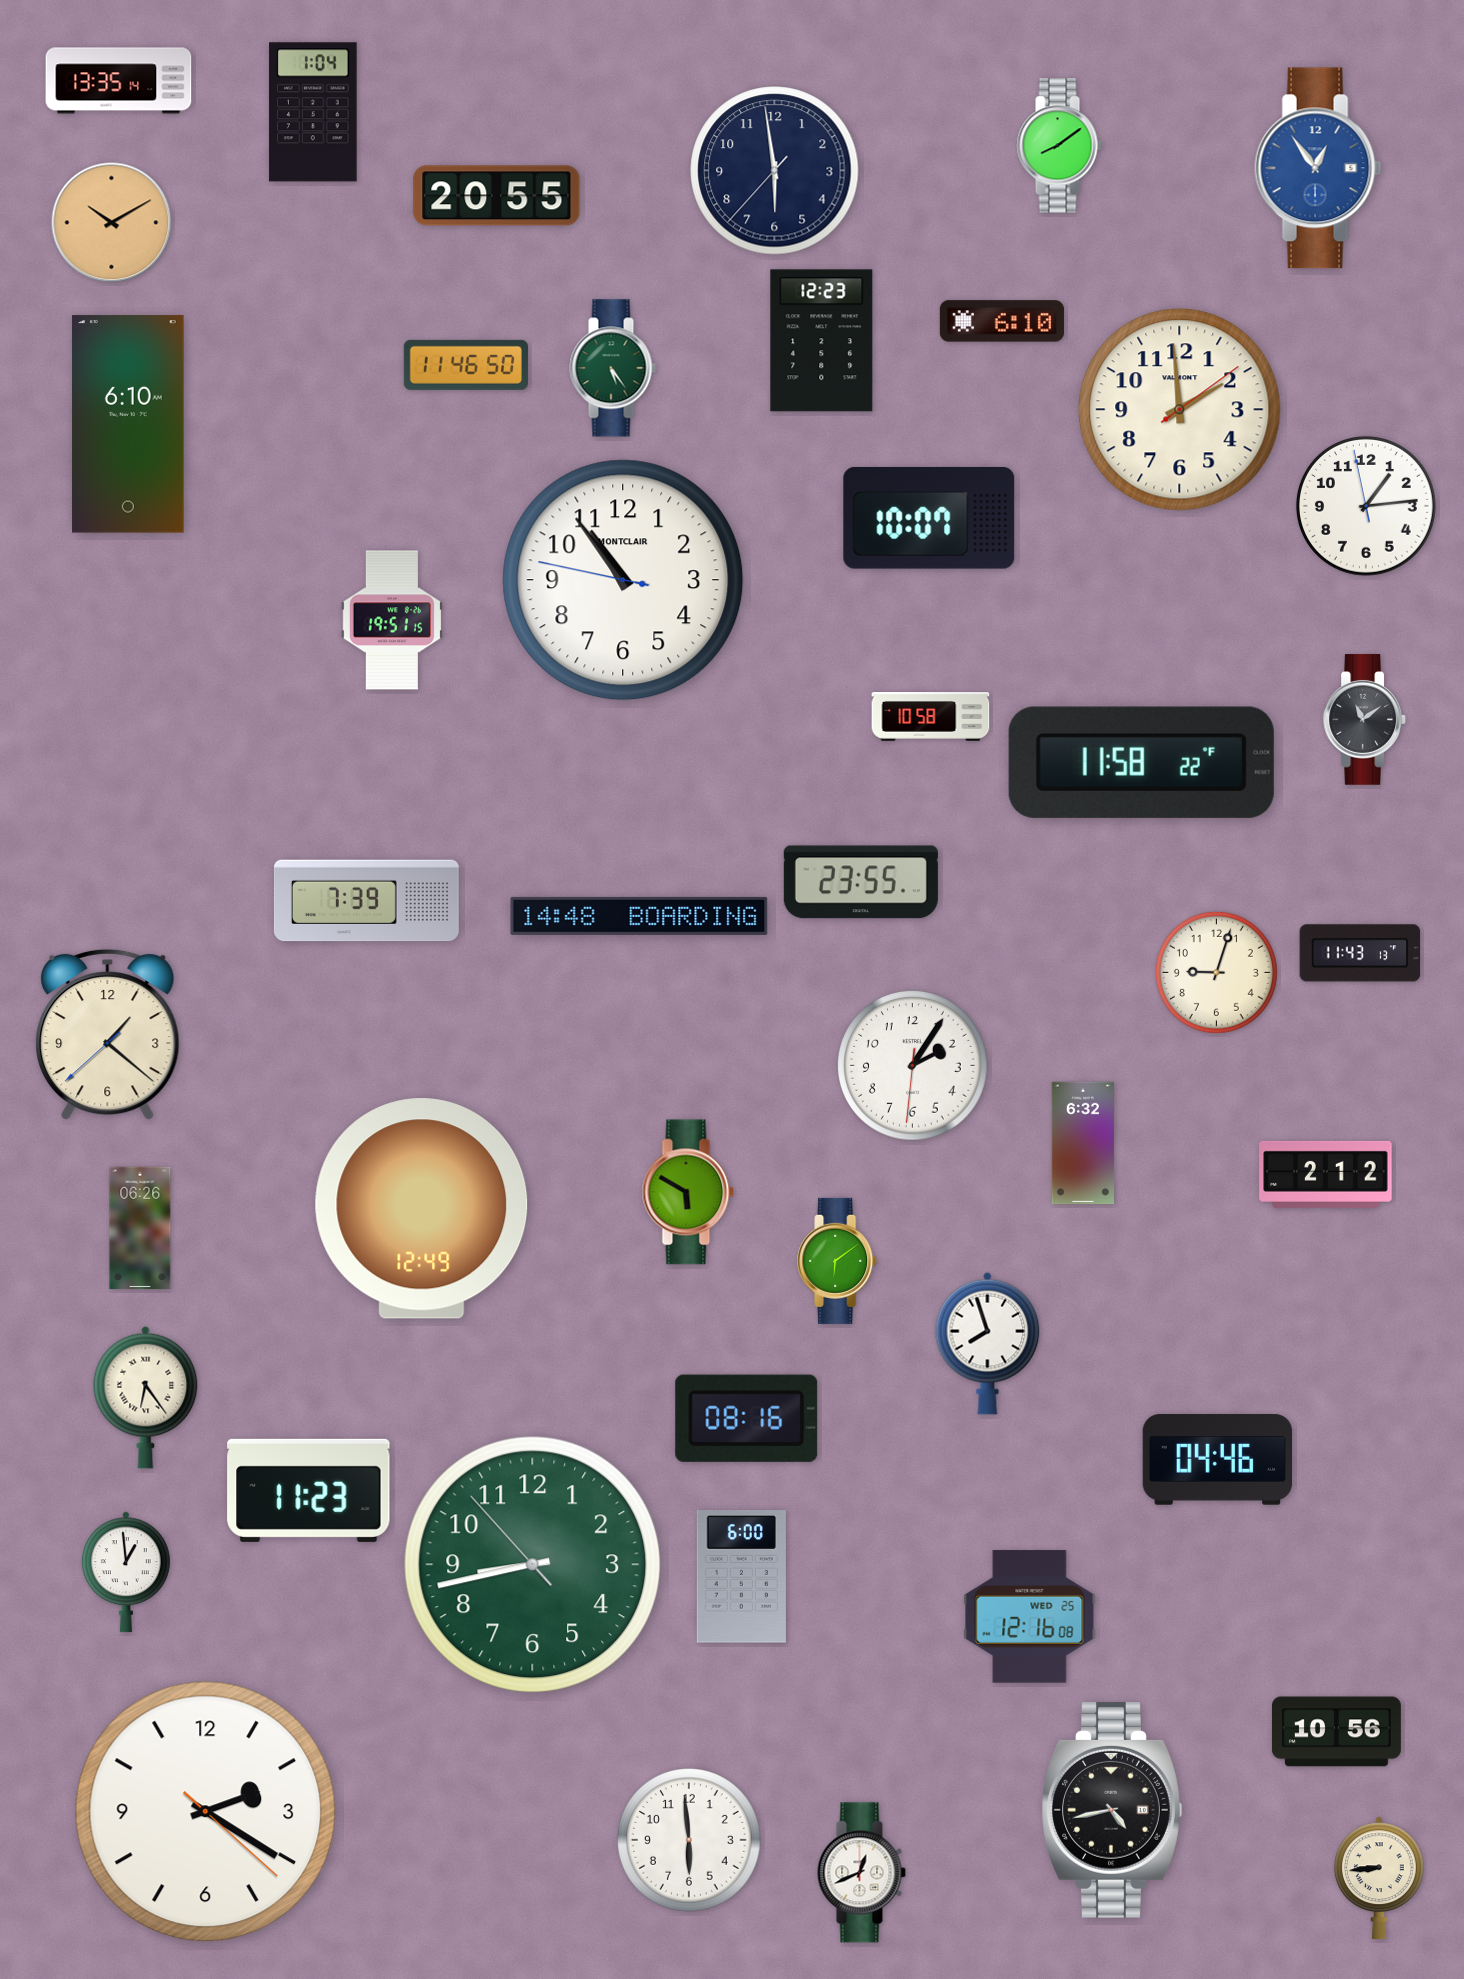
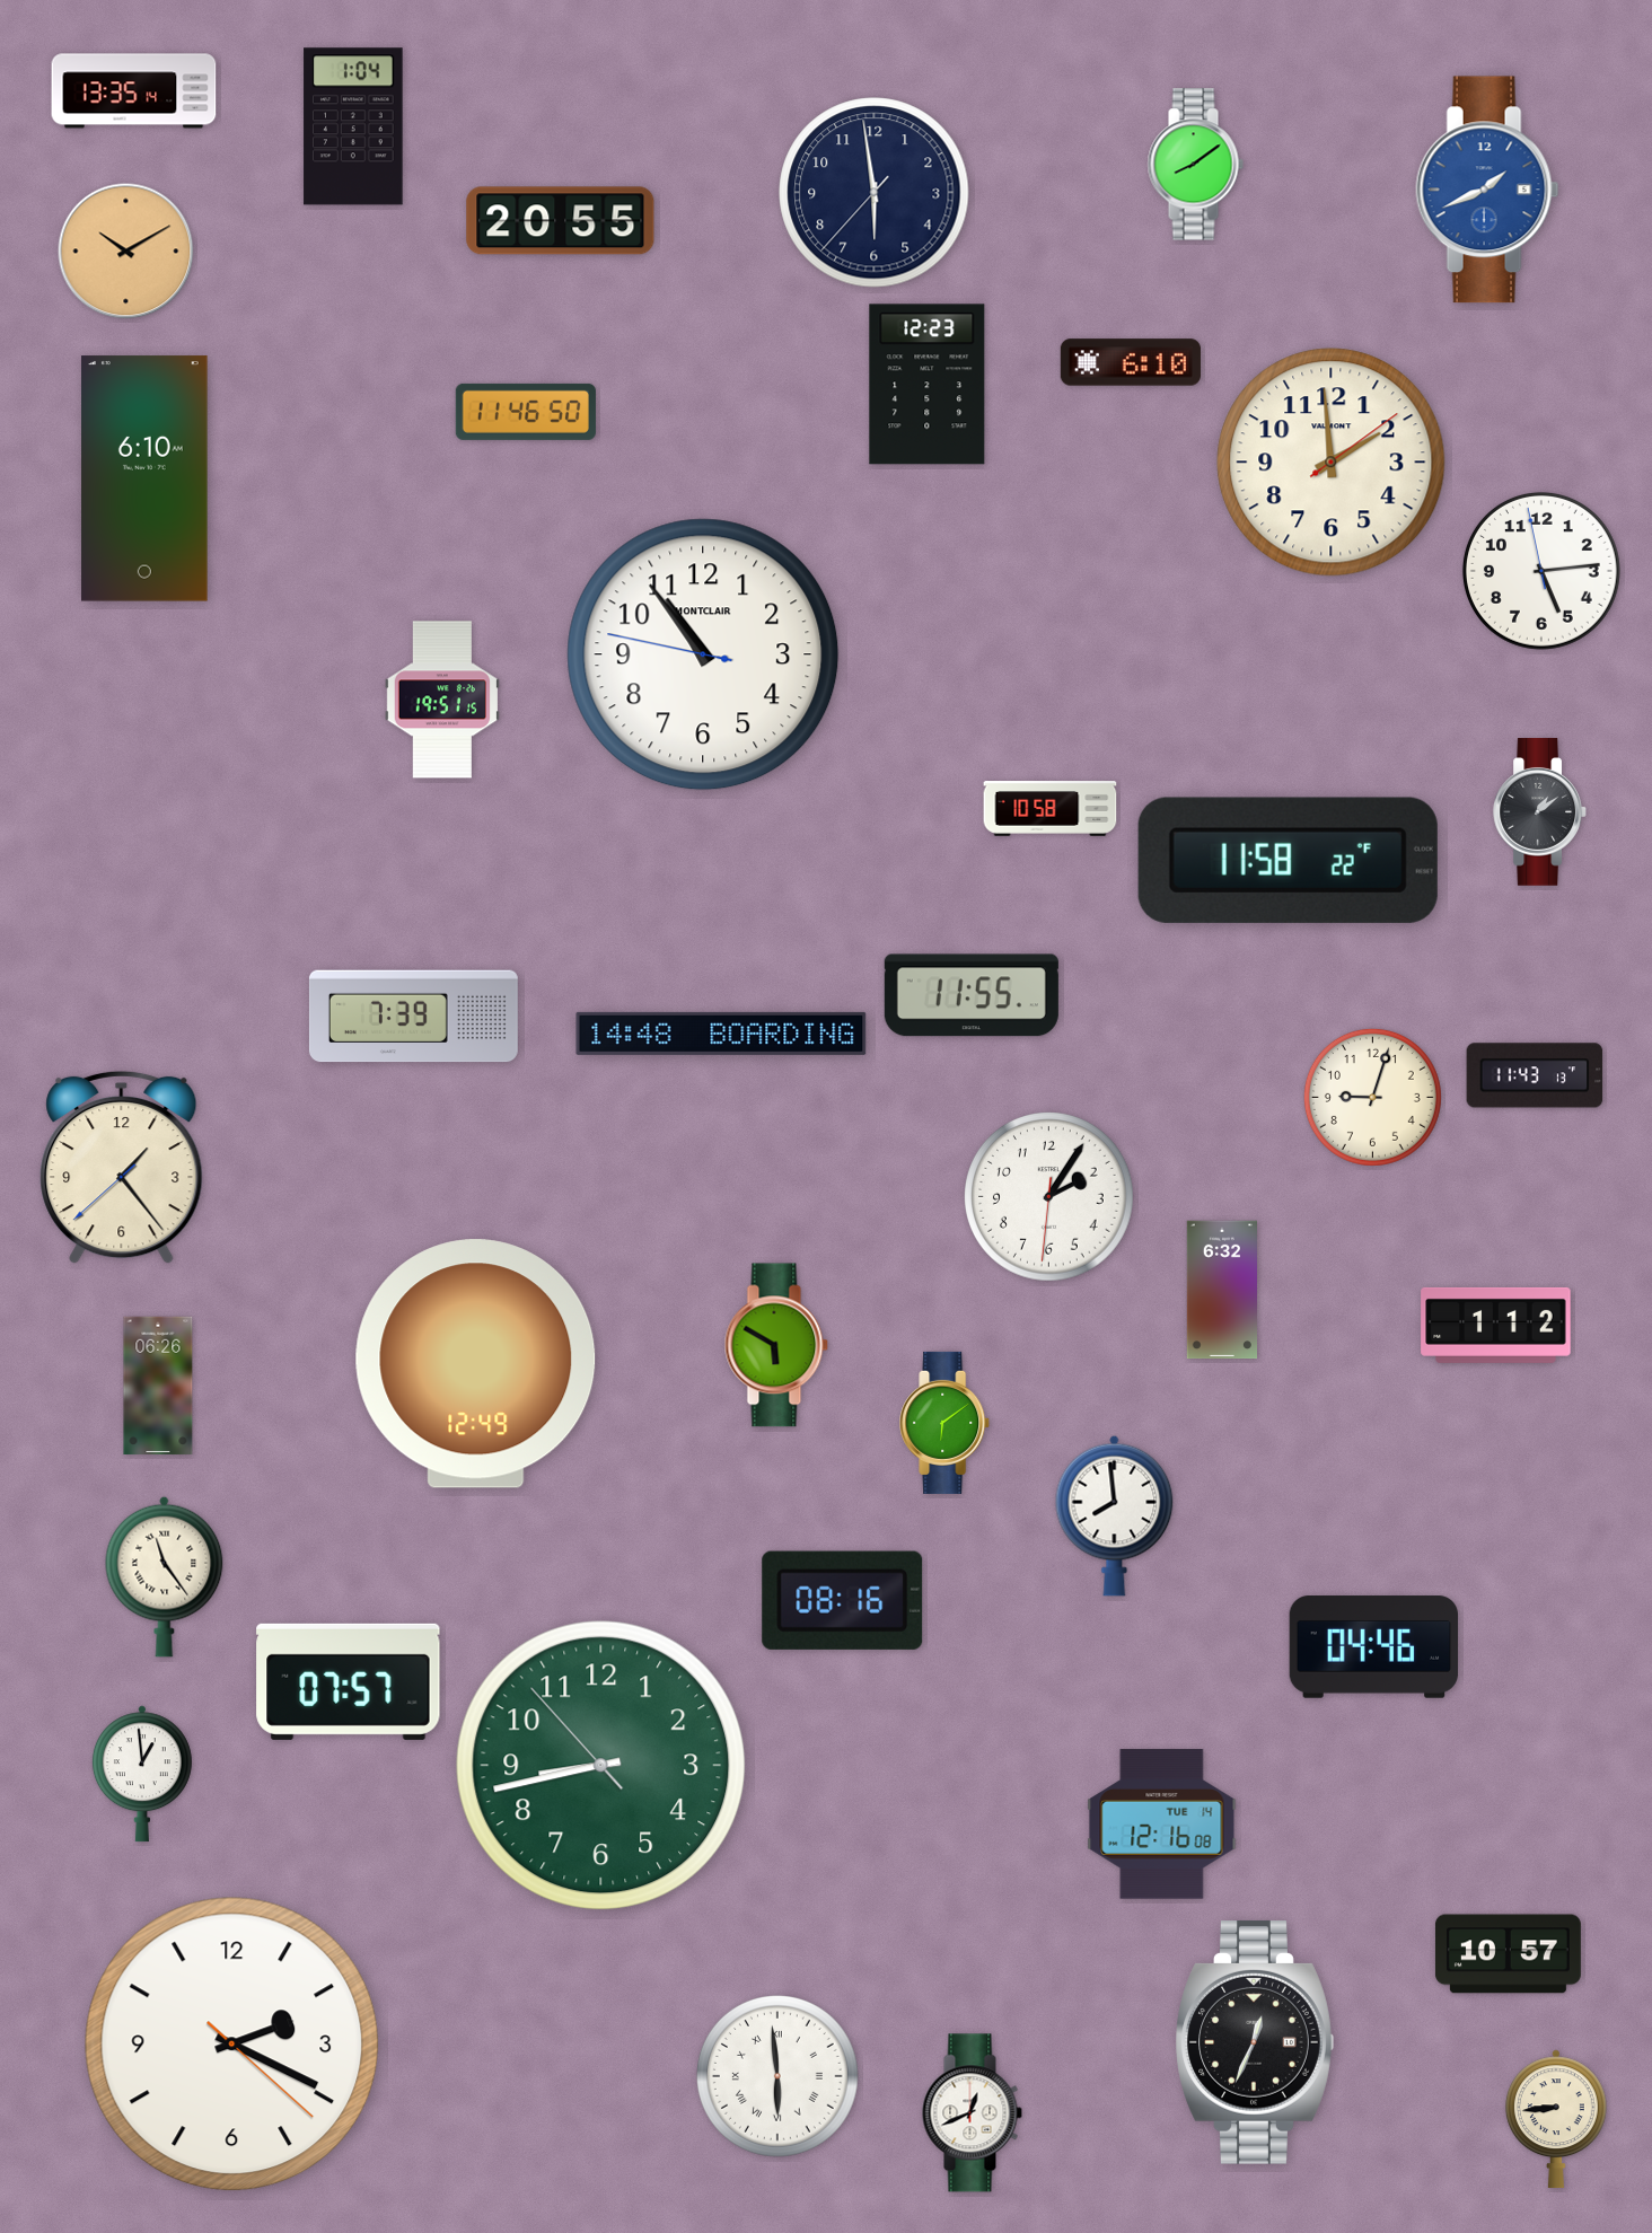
clock at (1318, 168): 12:54 -> 1:41
clock at (613, 368): 5:24 -> none
clock at (1366, 506): 1:13 -> 5:13
clock at (929, 518): 10:07 -> none
clock at (1365, 720): 11:09 -> 1:09
clock at (861, 882): 23:55 -> 11:55
clock at (108, 1035): 1:21 -> 1:23
clock at (913, 1066) position: (913, 1066) -> (1049, 1197)
clock at (1326, 1174): 2:12 -> 1:12
clock at (988, 1343): 7:57 -> 7:59
clock at (146, 1397): 6:24 -> 11:24
clock at (309, 1490): 11:23 -> 07:57
clock at (741, 1577): 6:00 -> none
clock at (1030, 1617) date: WED 25 -> TUE 14
clock at (1336, 1732): 10:56 -> 10:57
clock at (1112, 1810): 4:43 -> 12:34
clock at (206, 1812): 2:20 -> 2:19
clock at (689, 1840) numerals: Arabic -> Roman
